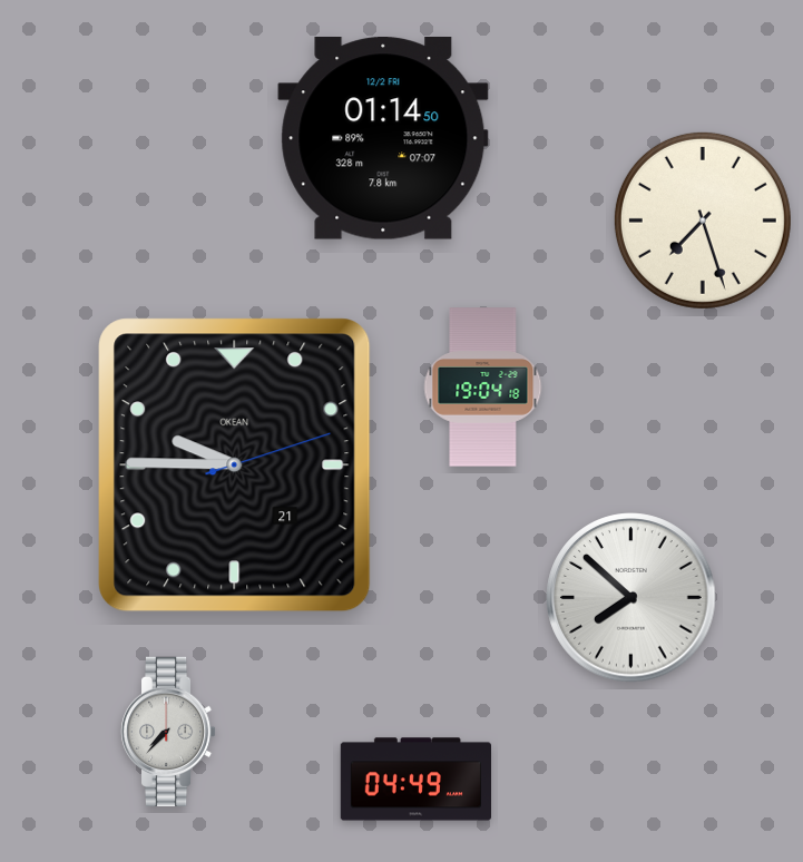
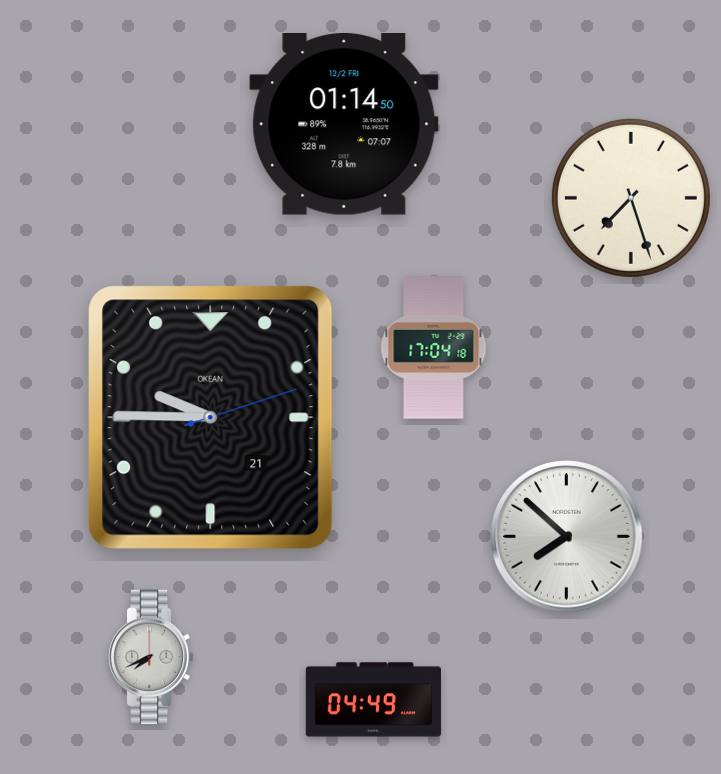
clock at (483, 388): 19:04 -> 17:04
clock at (168, 732): 7:37 -> 7:41
